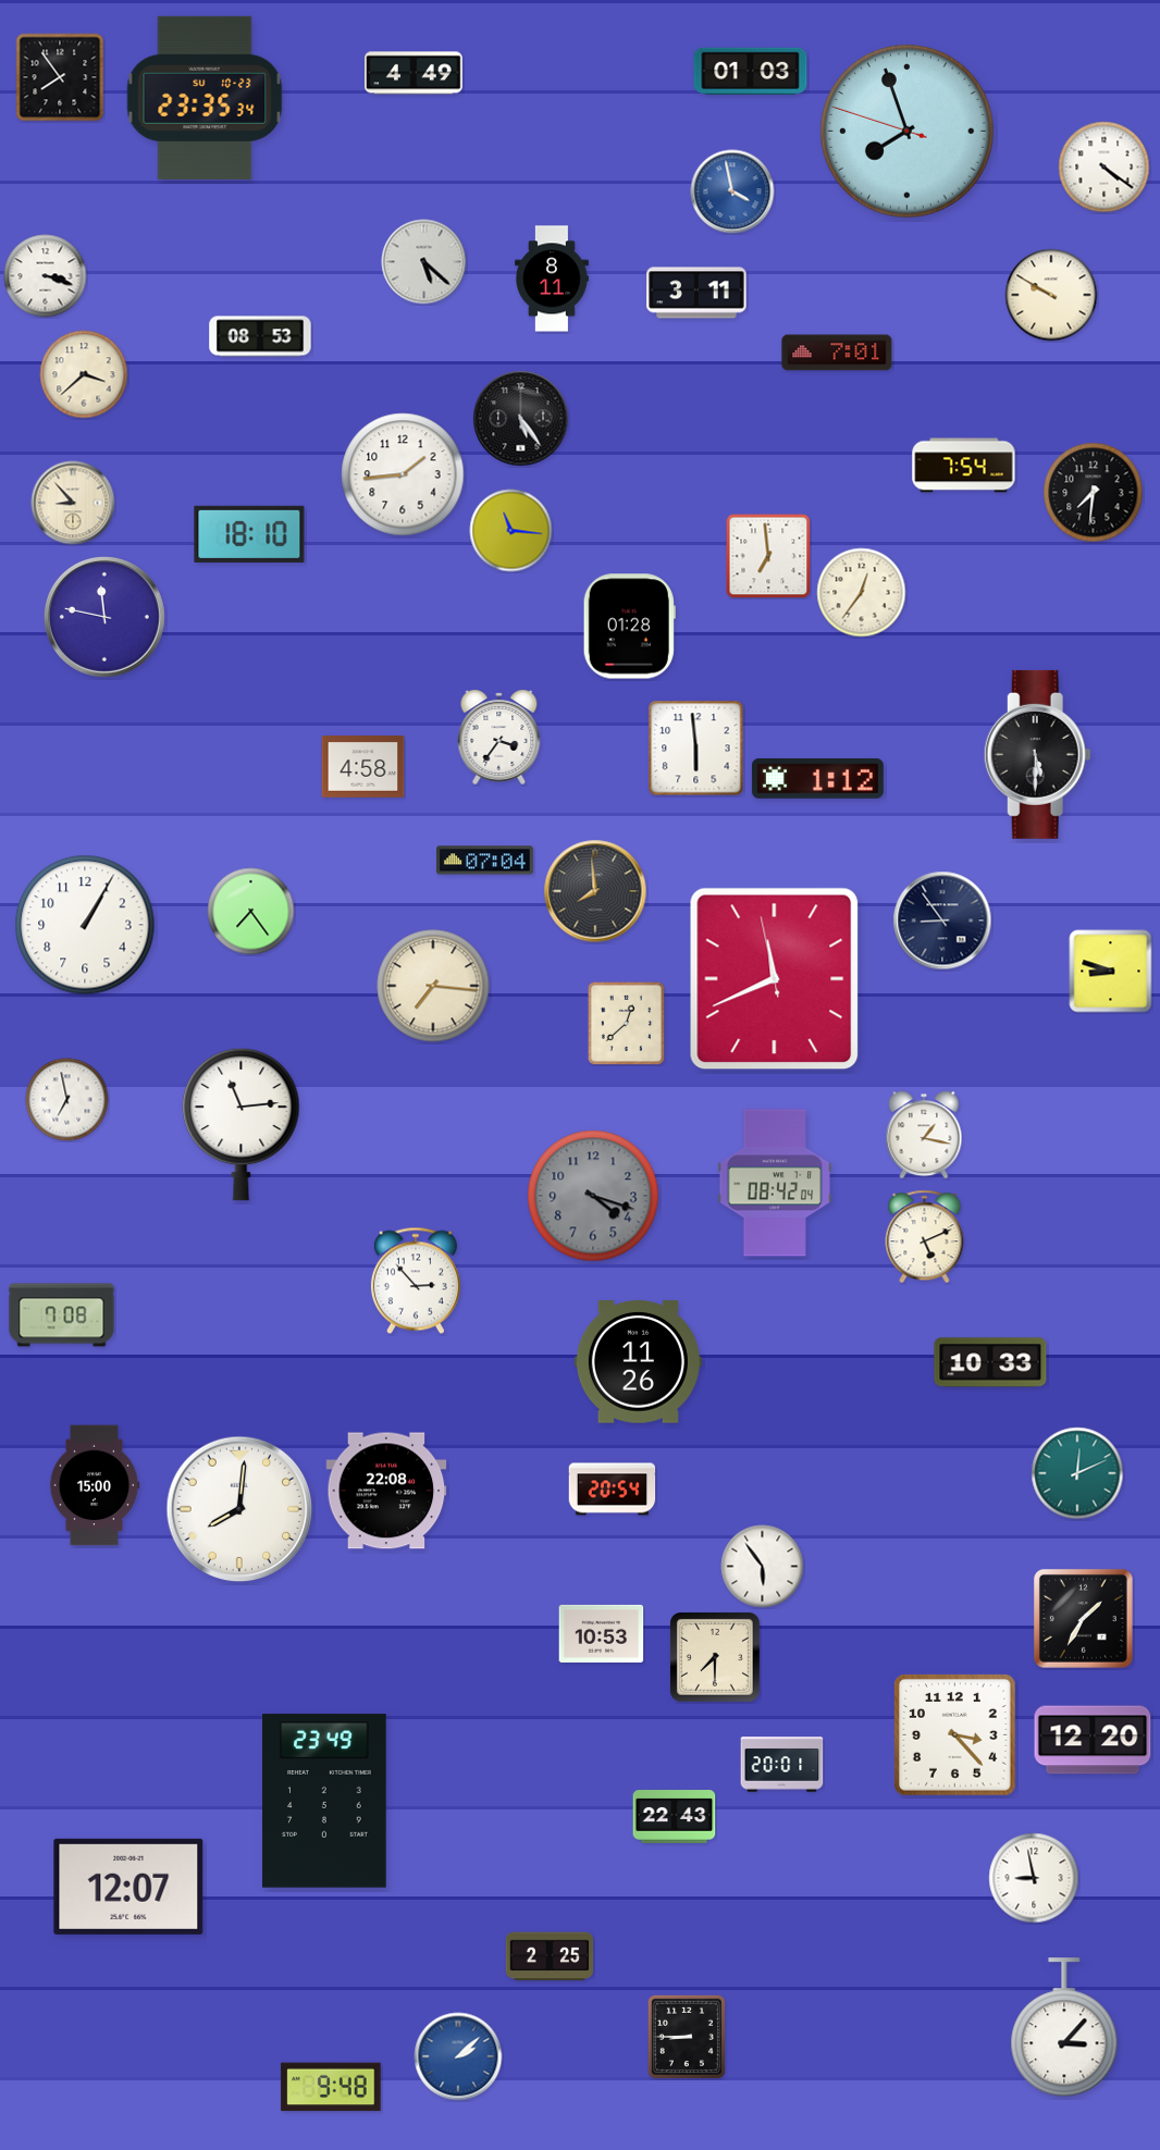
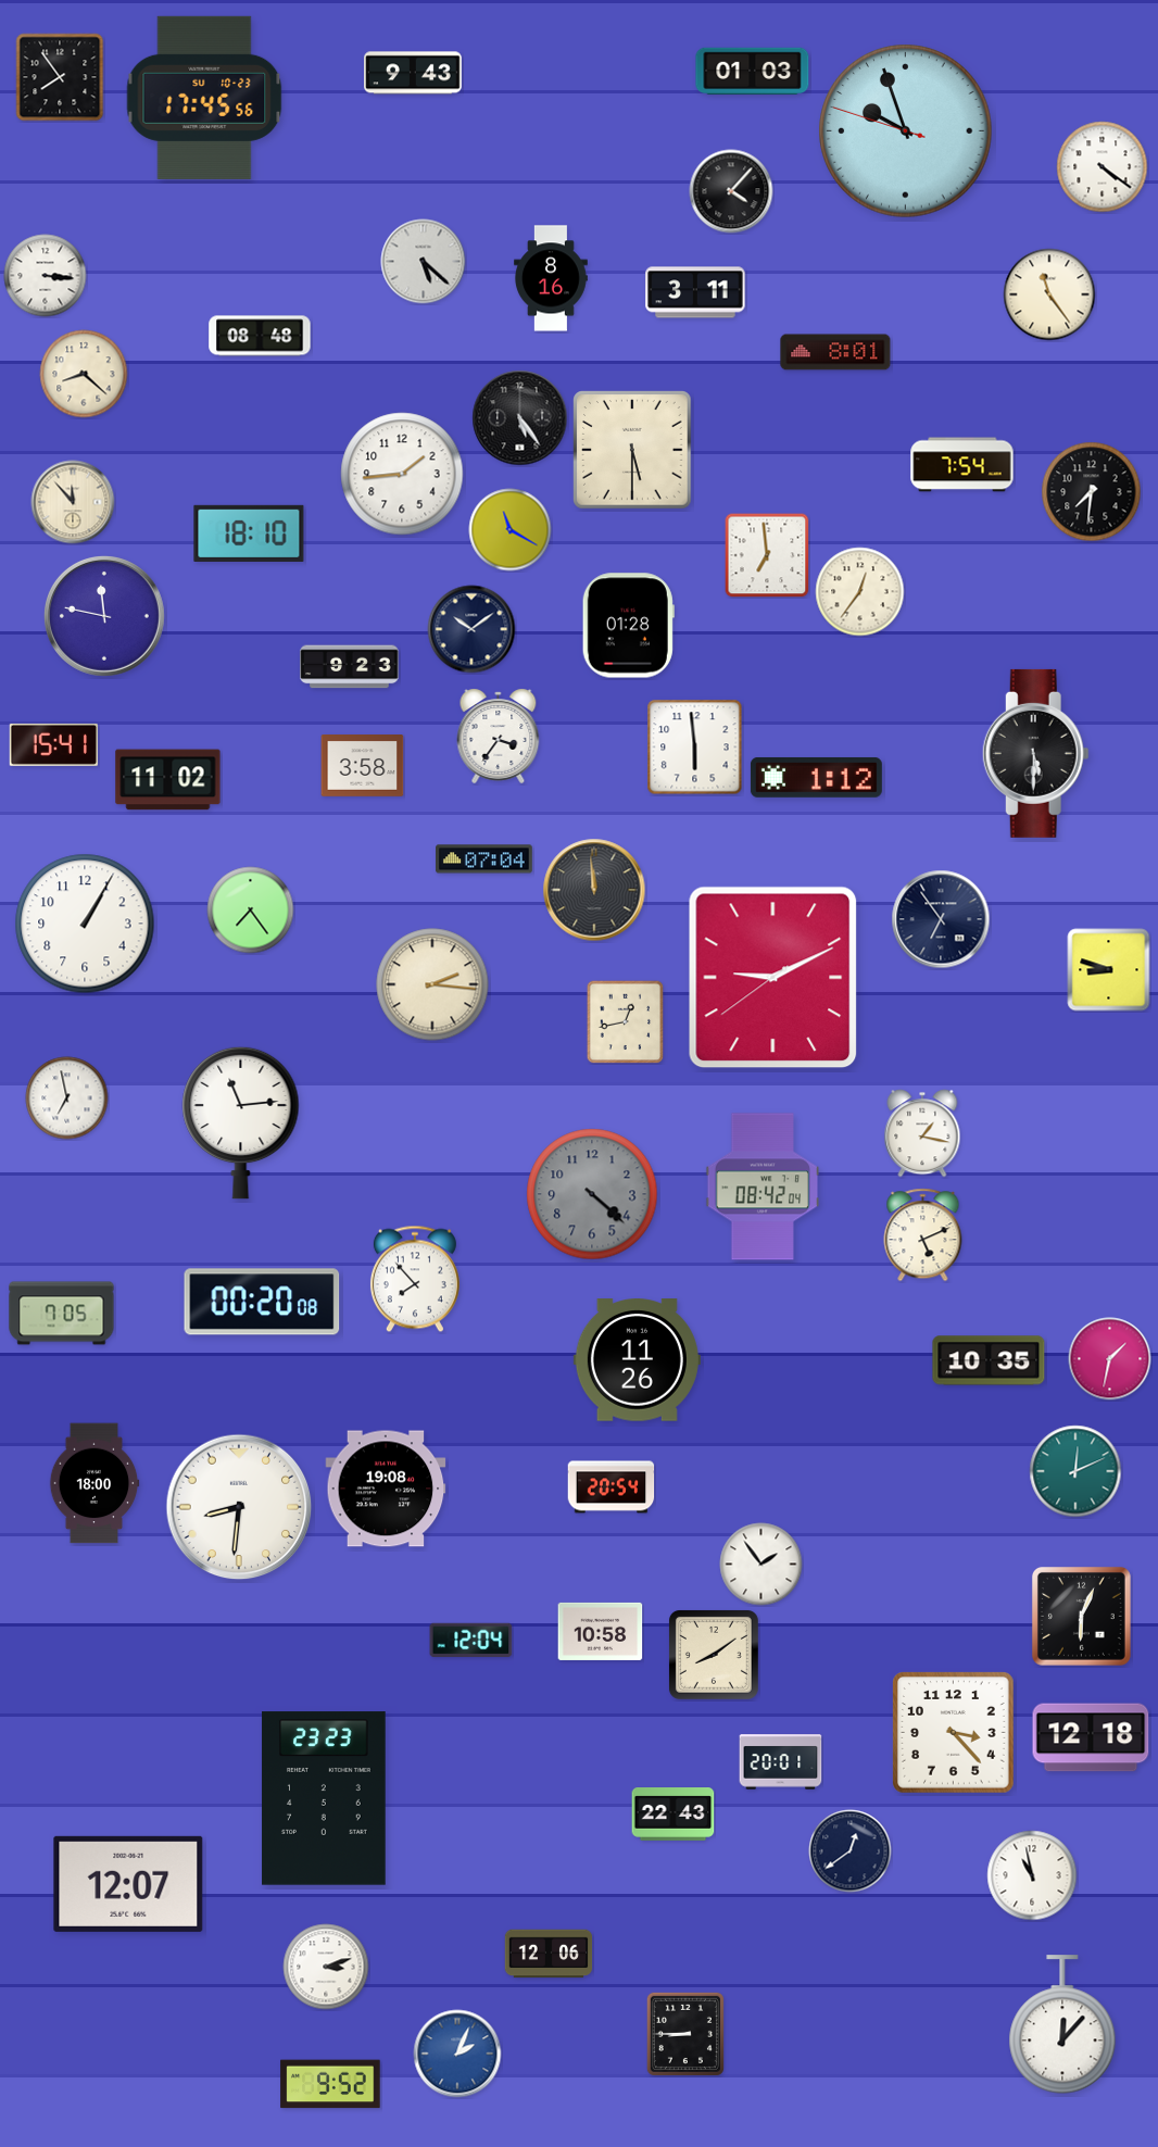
clock at (751, 71) position: (751, 71) -> (753, 71)
clock at (414, 73): 4:49 -> 9:43
clock at (205, 98): 23:35 -> 17:45
clock at (908, 132): 7:56 -> 9:56
clock at (732, 191): 3:58 -> 4:07
clock at (732, 191) dial: blue -> black
clock at (46, 276): 3:18 -> 3:16
clock at (553, 279): 8:11 -> 8:16
clock at (1051, 295): 9:50 -> 11:24
clock at (260, 336): 08:53 -> 08:48
clock at (837, 353): 7:01 -> 8:01
clock at (84, 374): 3:38 -> 8:22
clock at (632, 450): none -> 5:30
clock at (73, 503): 8:53 -> 11:53
clock at (511, 531): 11:16 -> 11:20
clock at (471, 629): none -> 10:09
clock at (350, 667): none -> 9:23
clock at (53, 744): none -> 15:41
clock at (363, 767): 4:58 -> 3:58
clock at (168, 780): none -> 11:02
clock at (595, 891): 7:59 -> 11:59
clock at (942, 920): 8:54 -> 6:54
clock at (775, 979): 11:40 -> 9:10
clock at (433, 986): 7:16 -> 2:16
clock at (627, 1023): 12:38 -> 12:43
clock at (775, 1183) position: (775, 1183) -> (763, 1186)
clock at (593, 1196): 4:18 -> 4:22
clock at (416, 1281): 2:53 -> 7:53
clock at (262, 1302): none -> 00:20
clock at (62, 1315): 7:08 -> 7:05
clock at (1110, 1359): none -> 1:32
clock at (990, 1362): 10:33 -> 10:35
clock at (95, 1485): 15:00 -> 18:00
clock at (386, 1491): 22:08 -> 19:08
clock at (239, 1509): 8:01 -> 8:31
clock at (763, 1567): 5:54 -> 1:54
clock at (1083, 1618): 1:35 -> 6:04
clock at (602, 1633): 10:53 -> 10:58
clock at (471, 1640): none -> 12:04
clock at (715, 1657): 7:30 -> 8:09
clock at (1093, 1740): 12:20 -> 12:18
clock at (324, 1801): 23:49 -> 23:23
clock at (851, 1851): none -> 12:39
clock at (1034, 1878): 8:58 -> 10:58
clock at (550, 1956): 2:25 -> 12:06
clock at (326, 1967): none -> 3:12
clock at (1064, 2028): 3:07 -> 12:07
clock at (458, 2056): 2:08 -> 2:04
clock at (331, 2087): 9:48 -> 9:52
